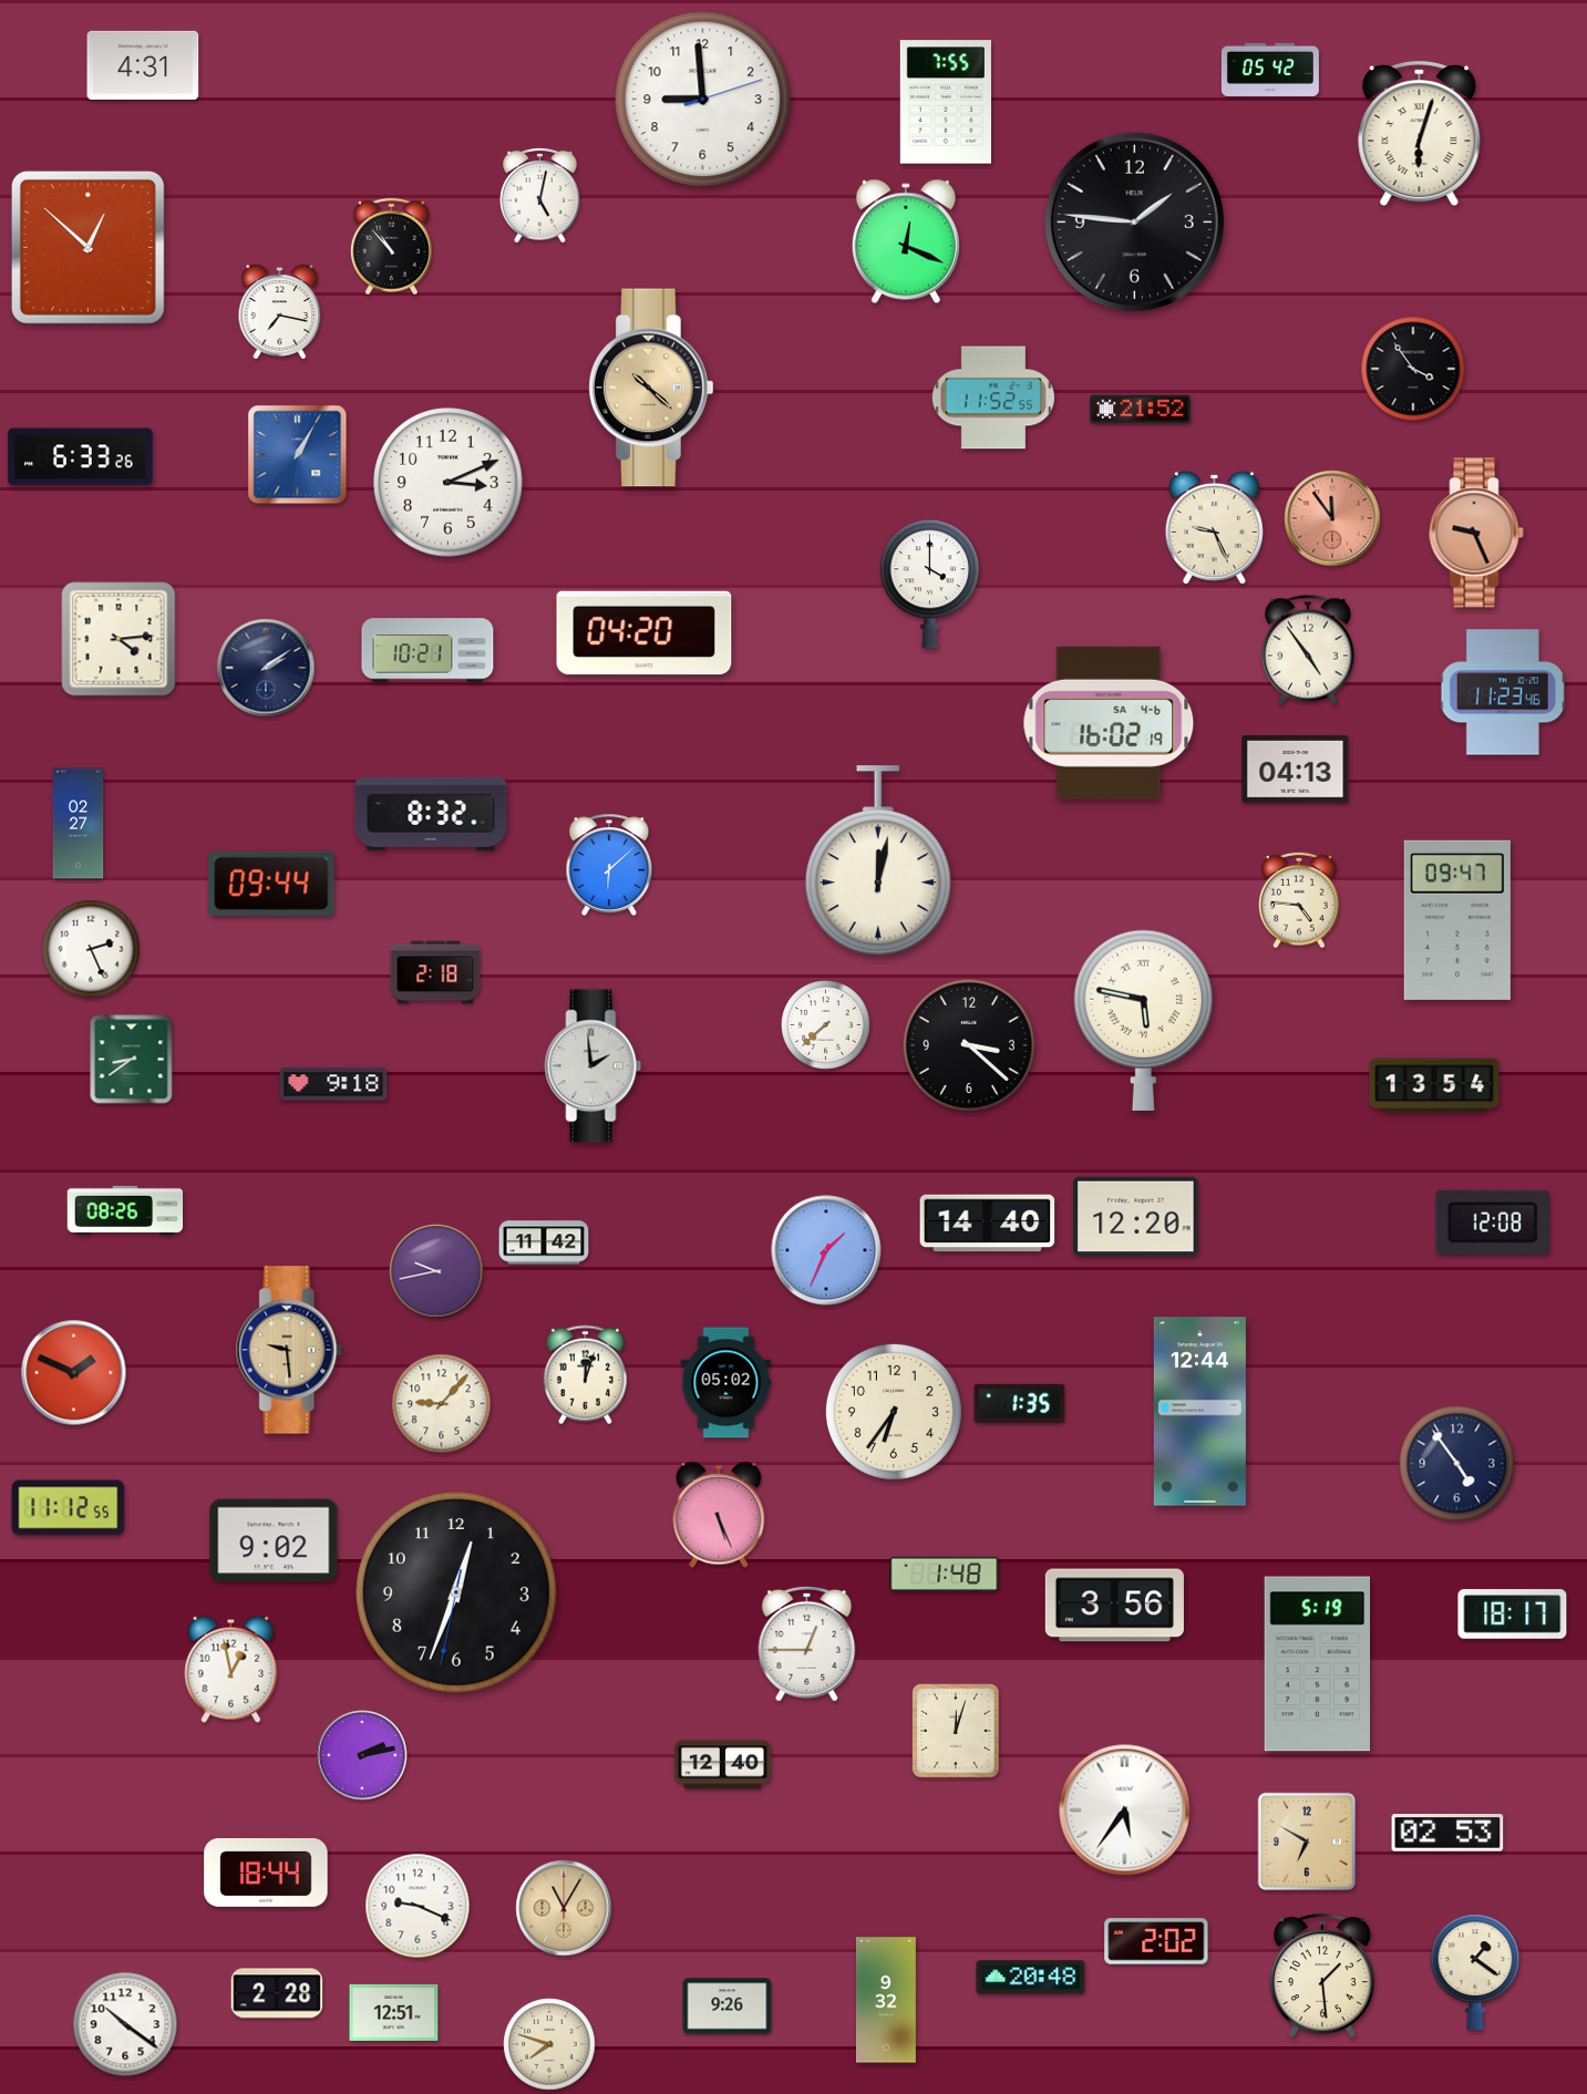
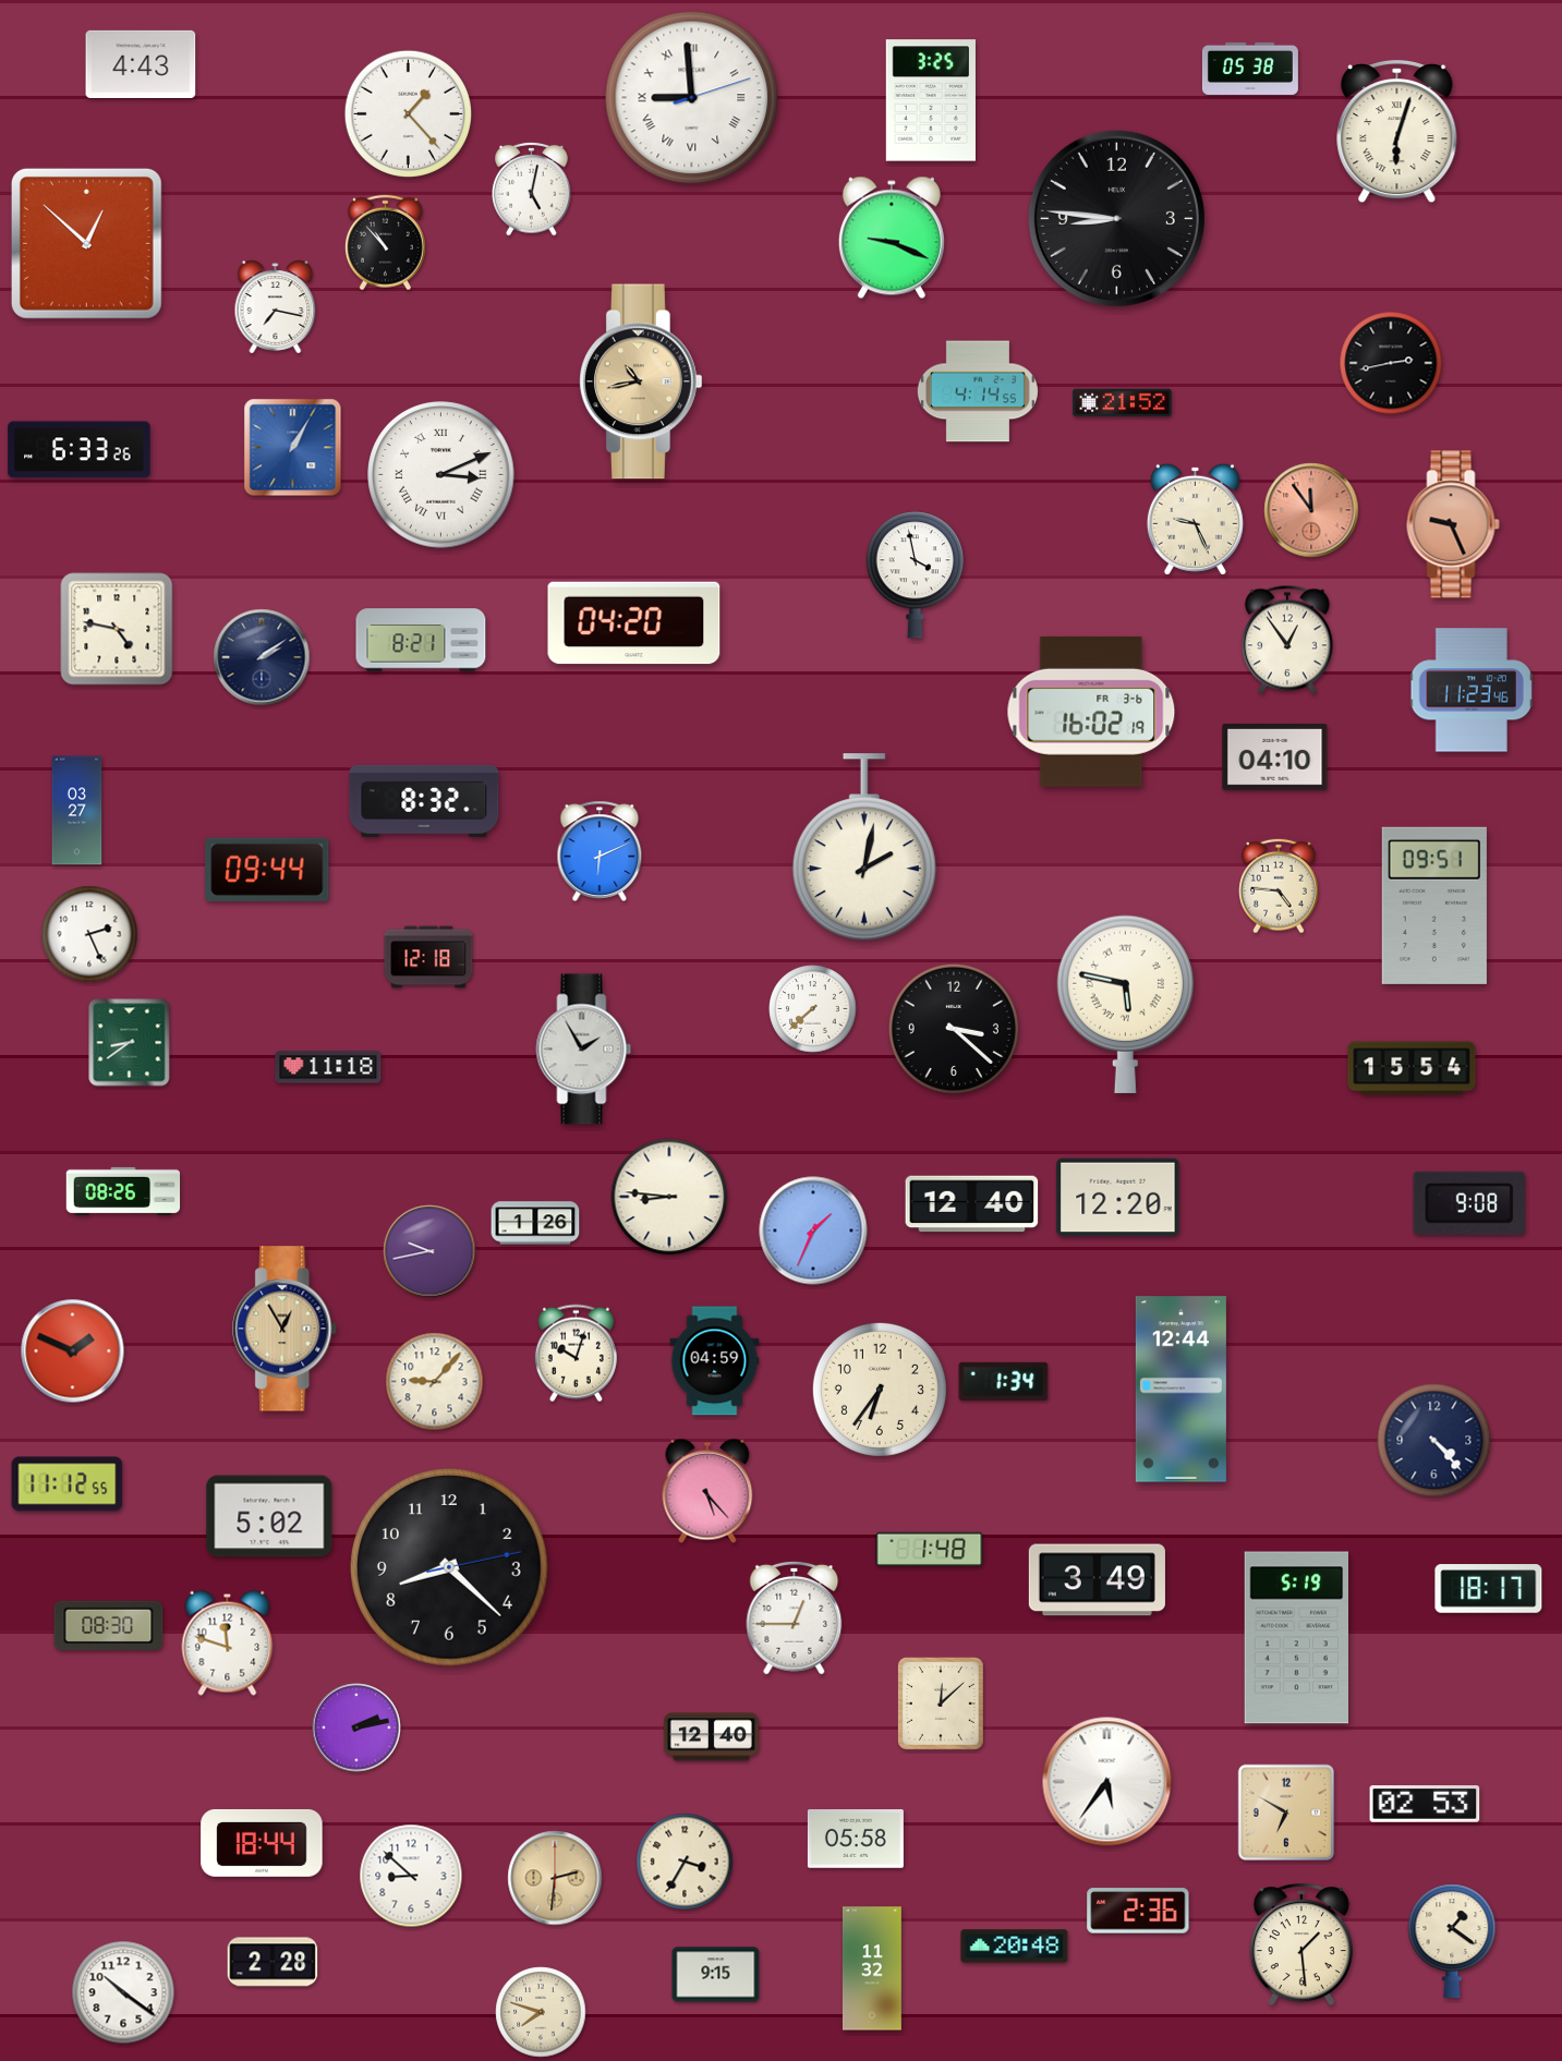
clock at (143, 65): 4:31 -> 4:43
clock at (1270, 70): 05:42 -> 05:38
clock at (703, 100) numerals: Arabic -> Roman
clock at (945, 102): 7:55 -> 3:25
clock at (409, 114): none -> 1:23
clock at (540, 195) position: (540, 195) -> (532, 189)
clock at (1134, 221): 1:46 -> 8:46
clock at (906, 241): 12:19 -> 9:19
clock at (1413, 369): 3:54 -> 2:43
clock at (652, 388): 10:22 -> 10:43
clock at (993, 398): 11:52 -> 4:14
clock at (449, 483) numerals: Arabic -> Roman
clock at (929, 585): 4:00 -> 3:58
clock at (118, 639): 4:14 -> 4:47
clock at (427, 650): 10:21 -> 8:21
clock at (1308, 650): 4:54 -> 12:54
clock at (1503, 692) position: (1503, 692) -> (1472, 690)
clock at (1109, 723) date: SA 4-6 -> FR 3-6
clock at (1296, 770): 04:13 -> 04:10
clock at (79, 824): 02:27 -> 03:27
clock at (878, 862): 12:02 -> 2:02
clock at (609, 865): 6:08 -> 6:11
clock at (1457, 920): 09:47 -> 09:51
clock at (435, 972): 2:18 -> 12:18
clock at (594, 1066): 1:59 -> 1:55
clock at (333, 1084): 9:18 -> 11:18
clock at (1434, 1085): 13:54 -> 15:54
clock at (669, 1197): none -> 8:46
clock at (1493, 1223): 12:08 -> 9:08
clock at (988, 1224): 14:40 -> 12:40
clock at (544, 1242): 11:42 -> 1:26
clock at (290, 1350): 9:29 -> 12:55
clock at (585, 1375): 12:03 -> 10:03
clock at (726, 1383): 05:02 -> 04:59
clock at (1020, 1403): 1:35 -> 1:34
clock at (1457, 1464): 4:54 -> 4:23
clock at (719, 1515): 5:26 -> 5:23
clock at (274, 1540): 9:02 -> 5:02
clock at (456, 1592): 12:33 -> 8:22
clock at (1114, 1606): 3:56 -> 3:49
clock at (109, 1625): none -> 08:30
clock at (231, 1669): 12:58 -> 11:48
clock at (956, 1732): 12:03 -> 12:08
clock at (856, 1840): none -> 05:58
clock at (685, 1862): none -> 3:35
clock at (418, 1906): 9:19 -> 8:52
clock at (564, 1908): 11:05 -> 2:31
clock at (1156, 1941): 2:02 -> 2:36
clock at (886, 2000): 9:32 -> 11:32
clock at (728, 2007): 9:26 -> 9:15
clock at (394, 2012): 12:51 -> none
